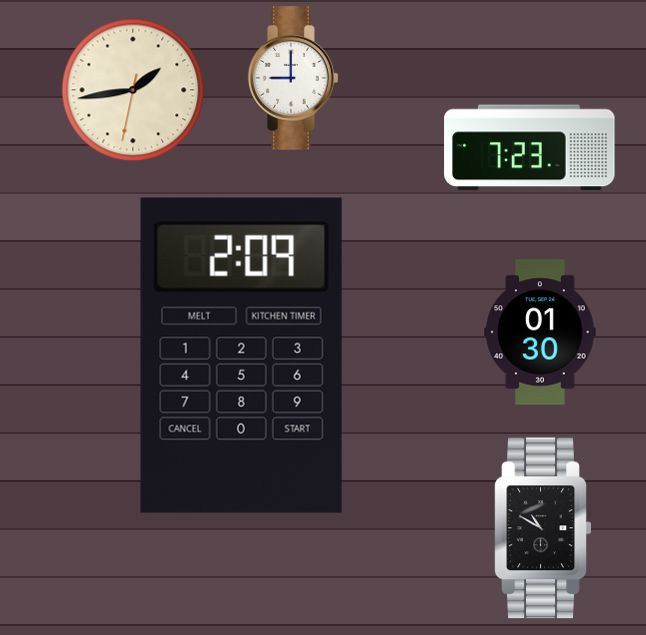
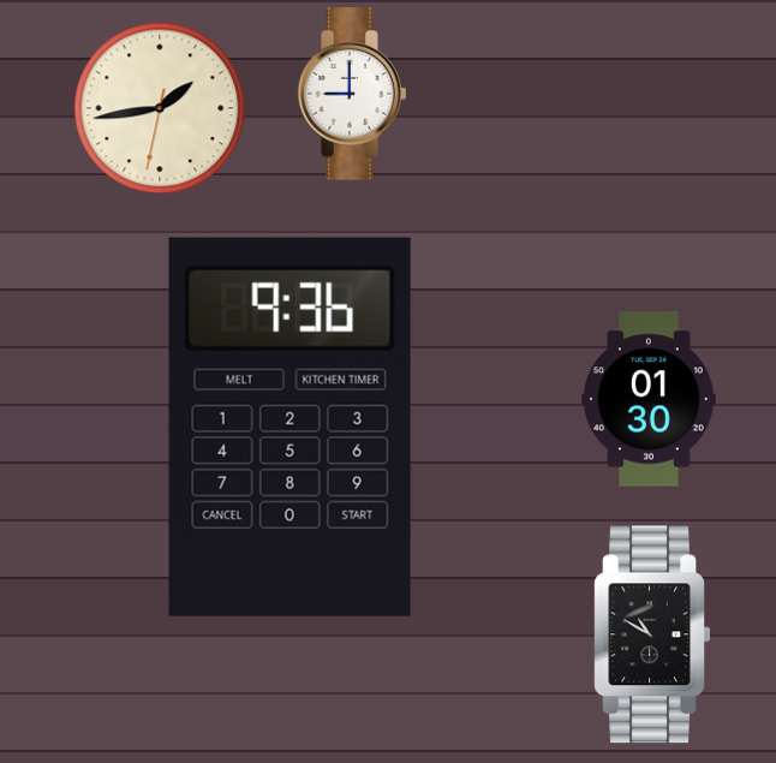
clock at (530, 148): 7:23 -> none
clock at (241, 355): 2:09 -> 9:36
